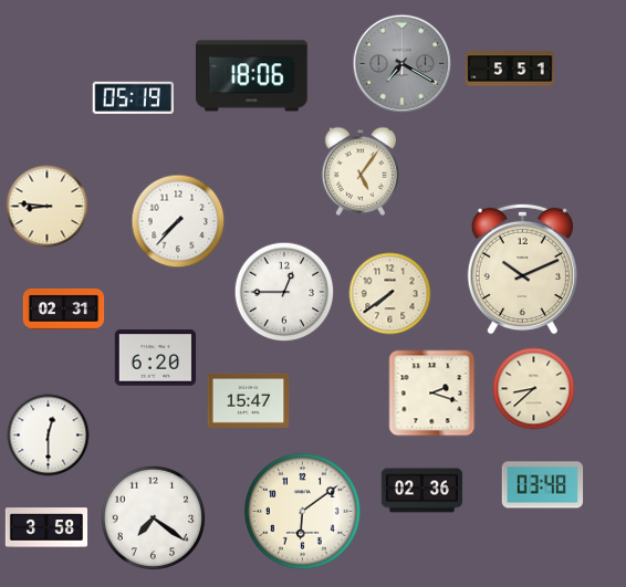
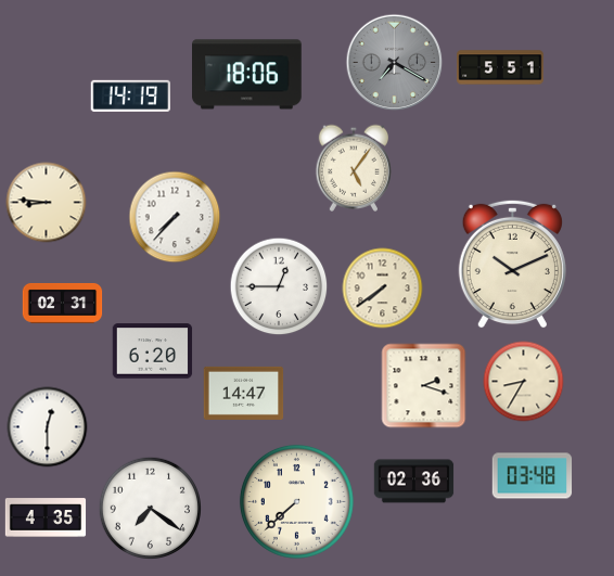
clock at (133, 97): 05:19 -> 14:19
clock at (534, 389): 8:38 -> 8:35
clock at (249, 400): 15:47 -> 14:47
clock at (302, 511): 6:09 -> 7:38
clock at (46, 527): 3:58 -> 4:35
